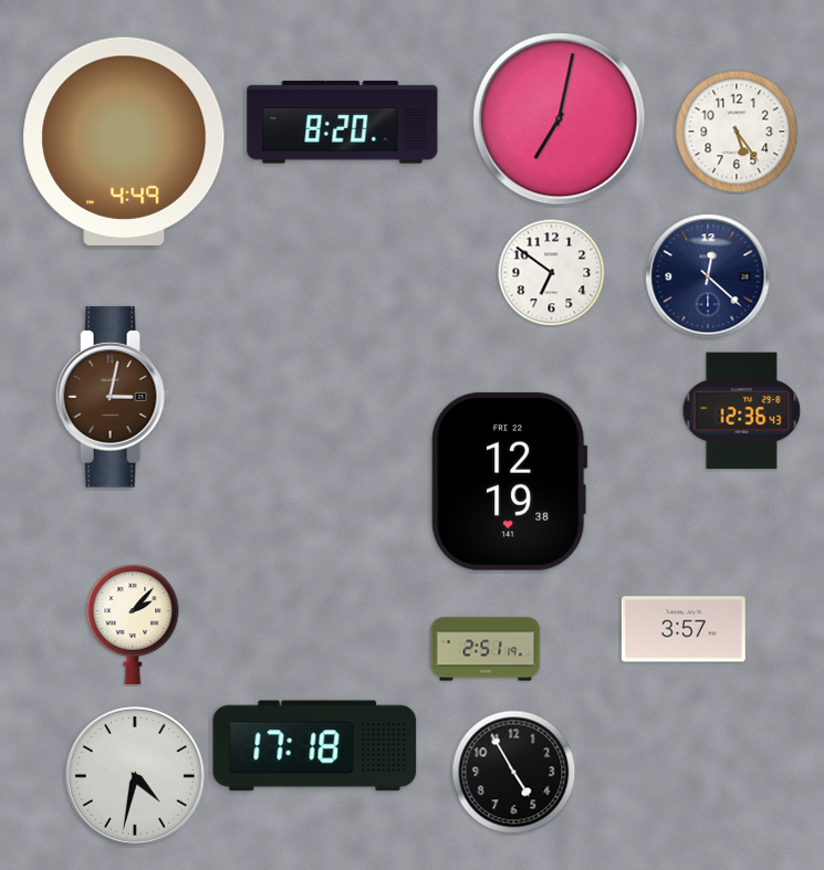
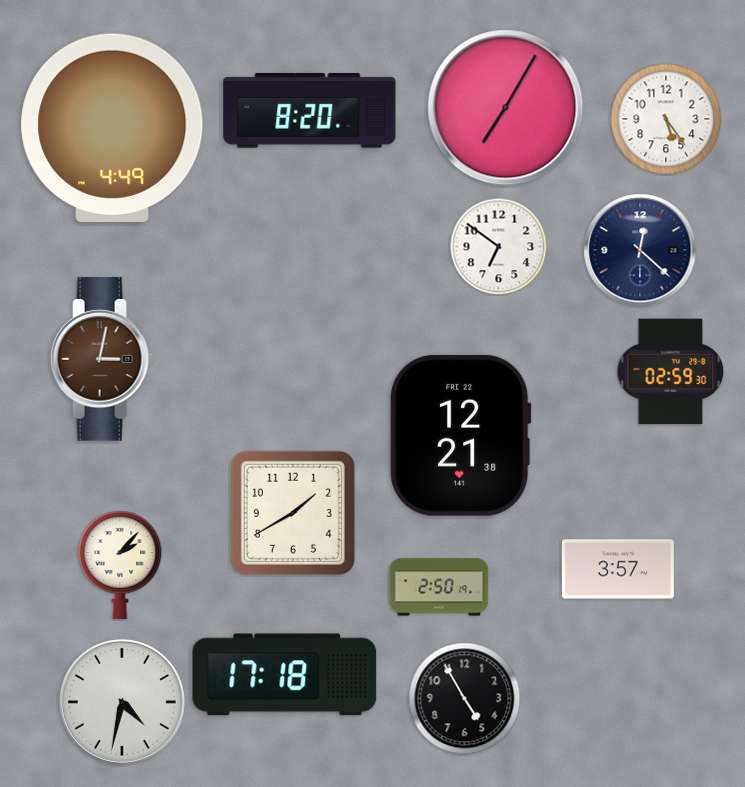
clock at (560, 119): 7:02 -> 7:05
clock at (742, 411): 12:36 -> 02:59
clock at (510, 481): 12:19 -> 12:21
clock at (293, 513): none -> 1:40
clock at (486, 649): 2:51 -> 2:50
